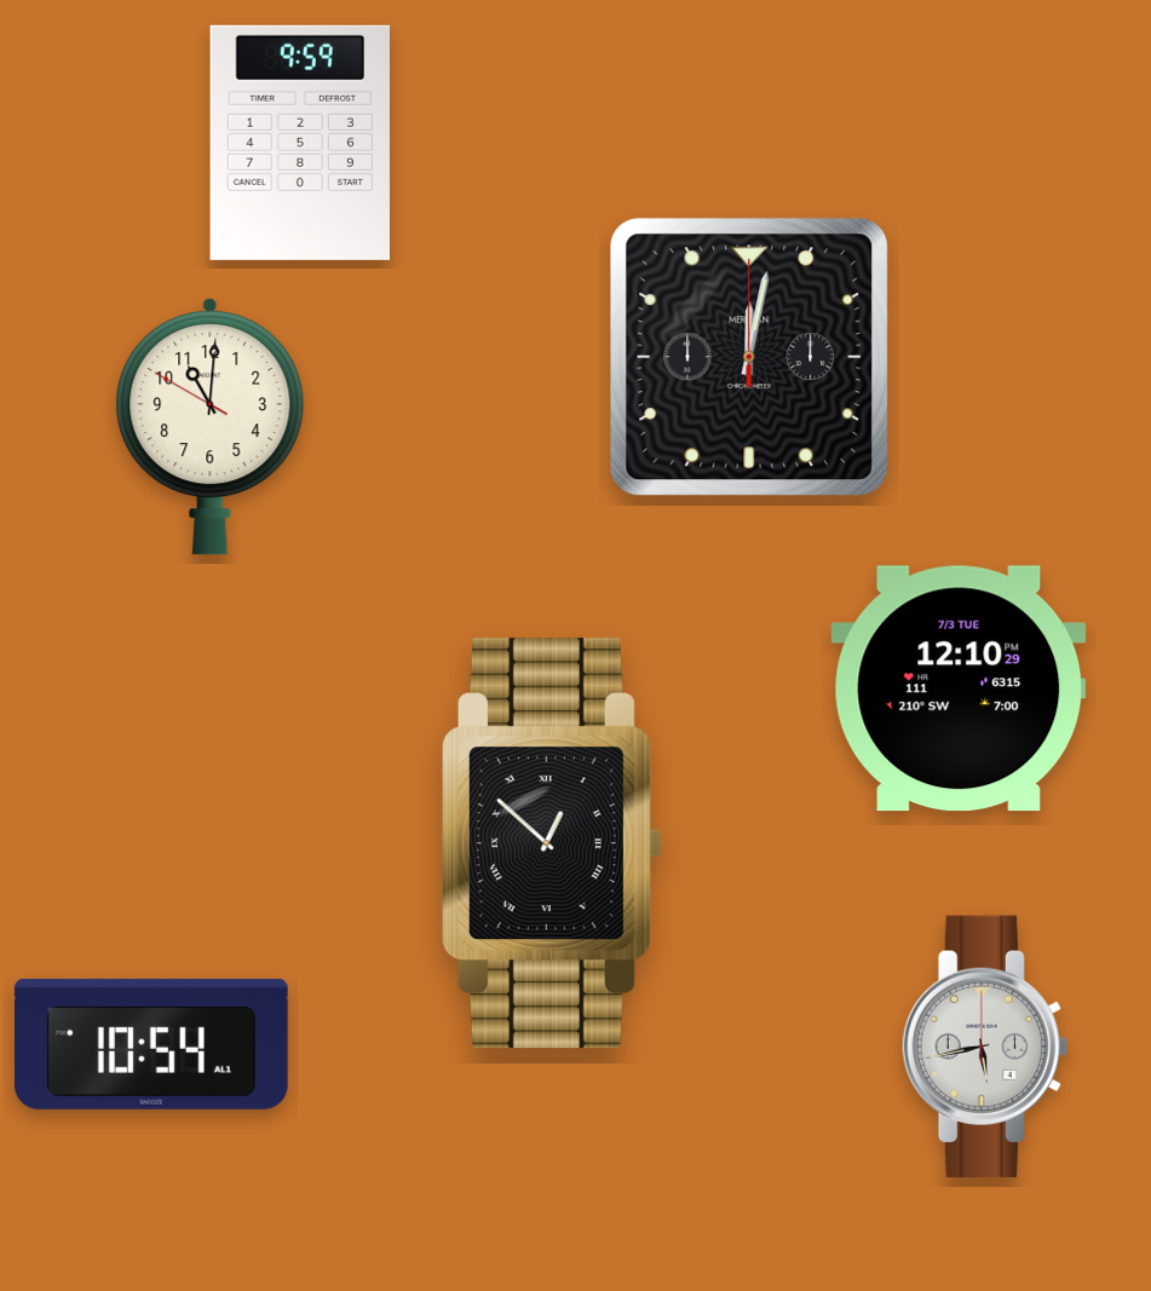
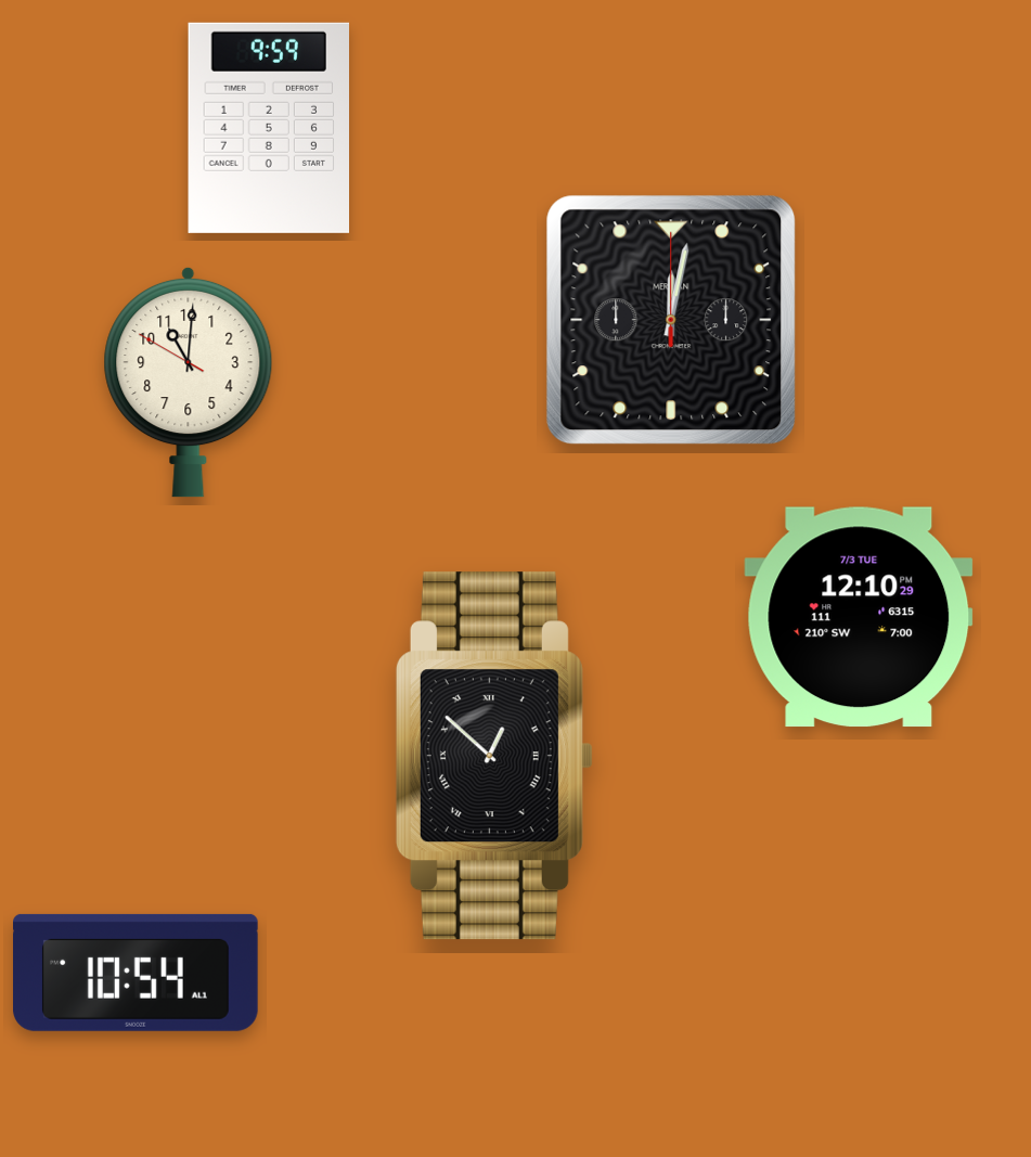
clock at (152, 1044) position: (152, 1044) -> (137, 973)
clock at (985, 1047): 5:43 -> none
